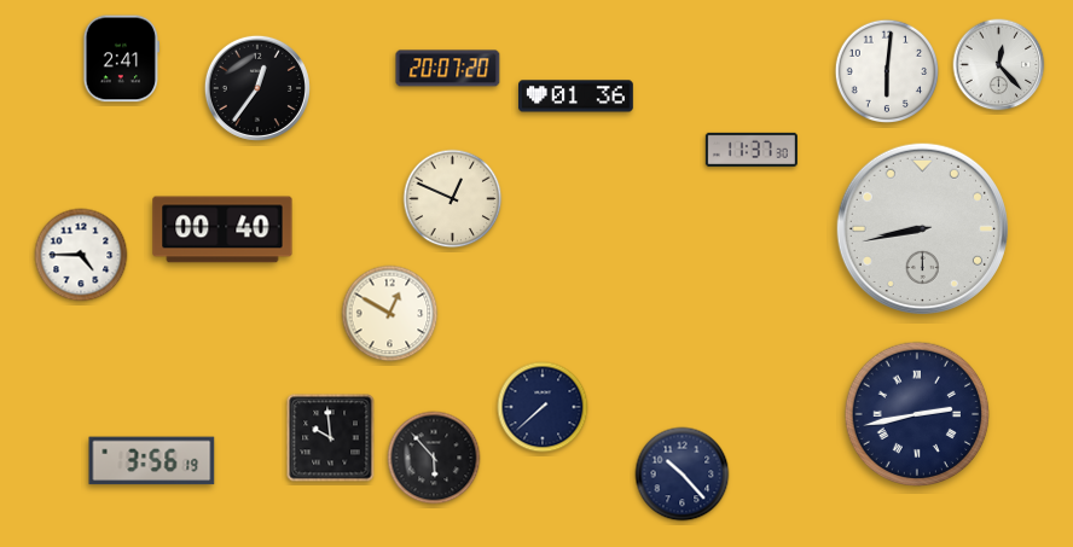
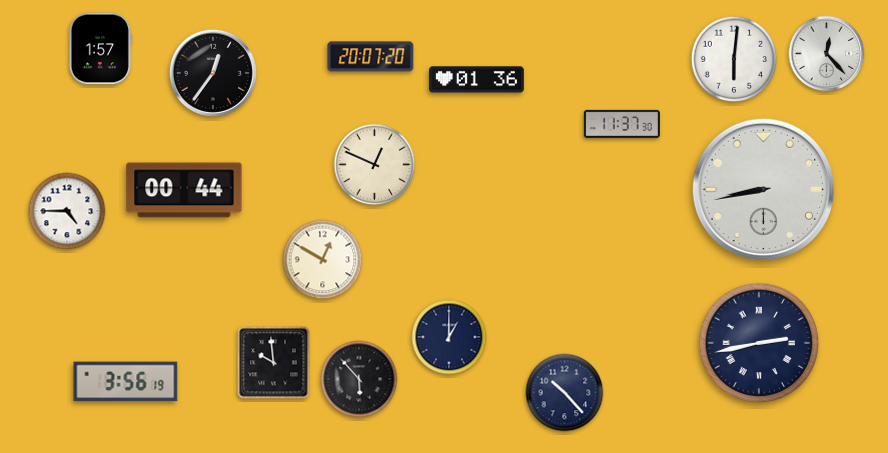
clock at (121, 59): 2:41 -> 1:57
clock at (222, 229): 00:40 -> 00:44
clock at (543, 407): 7:38 -> 1:00
